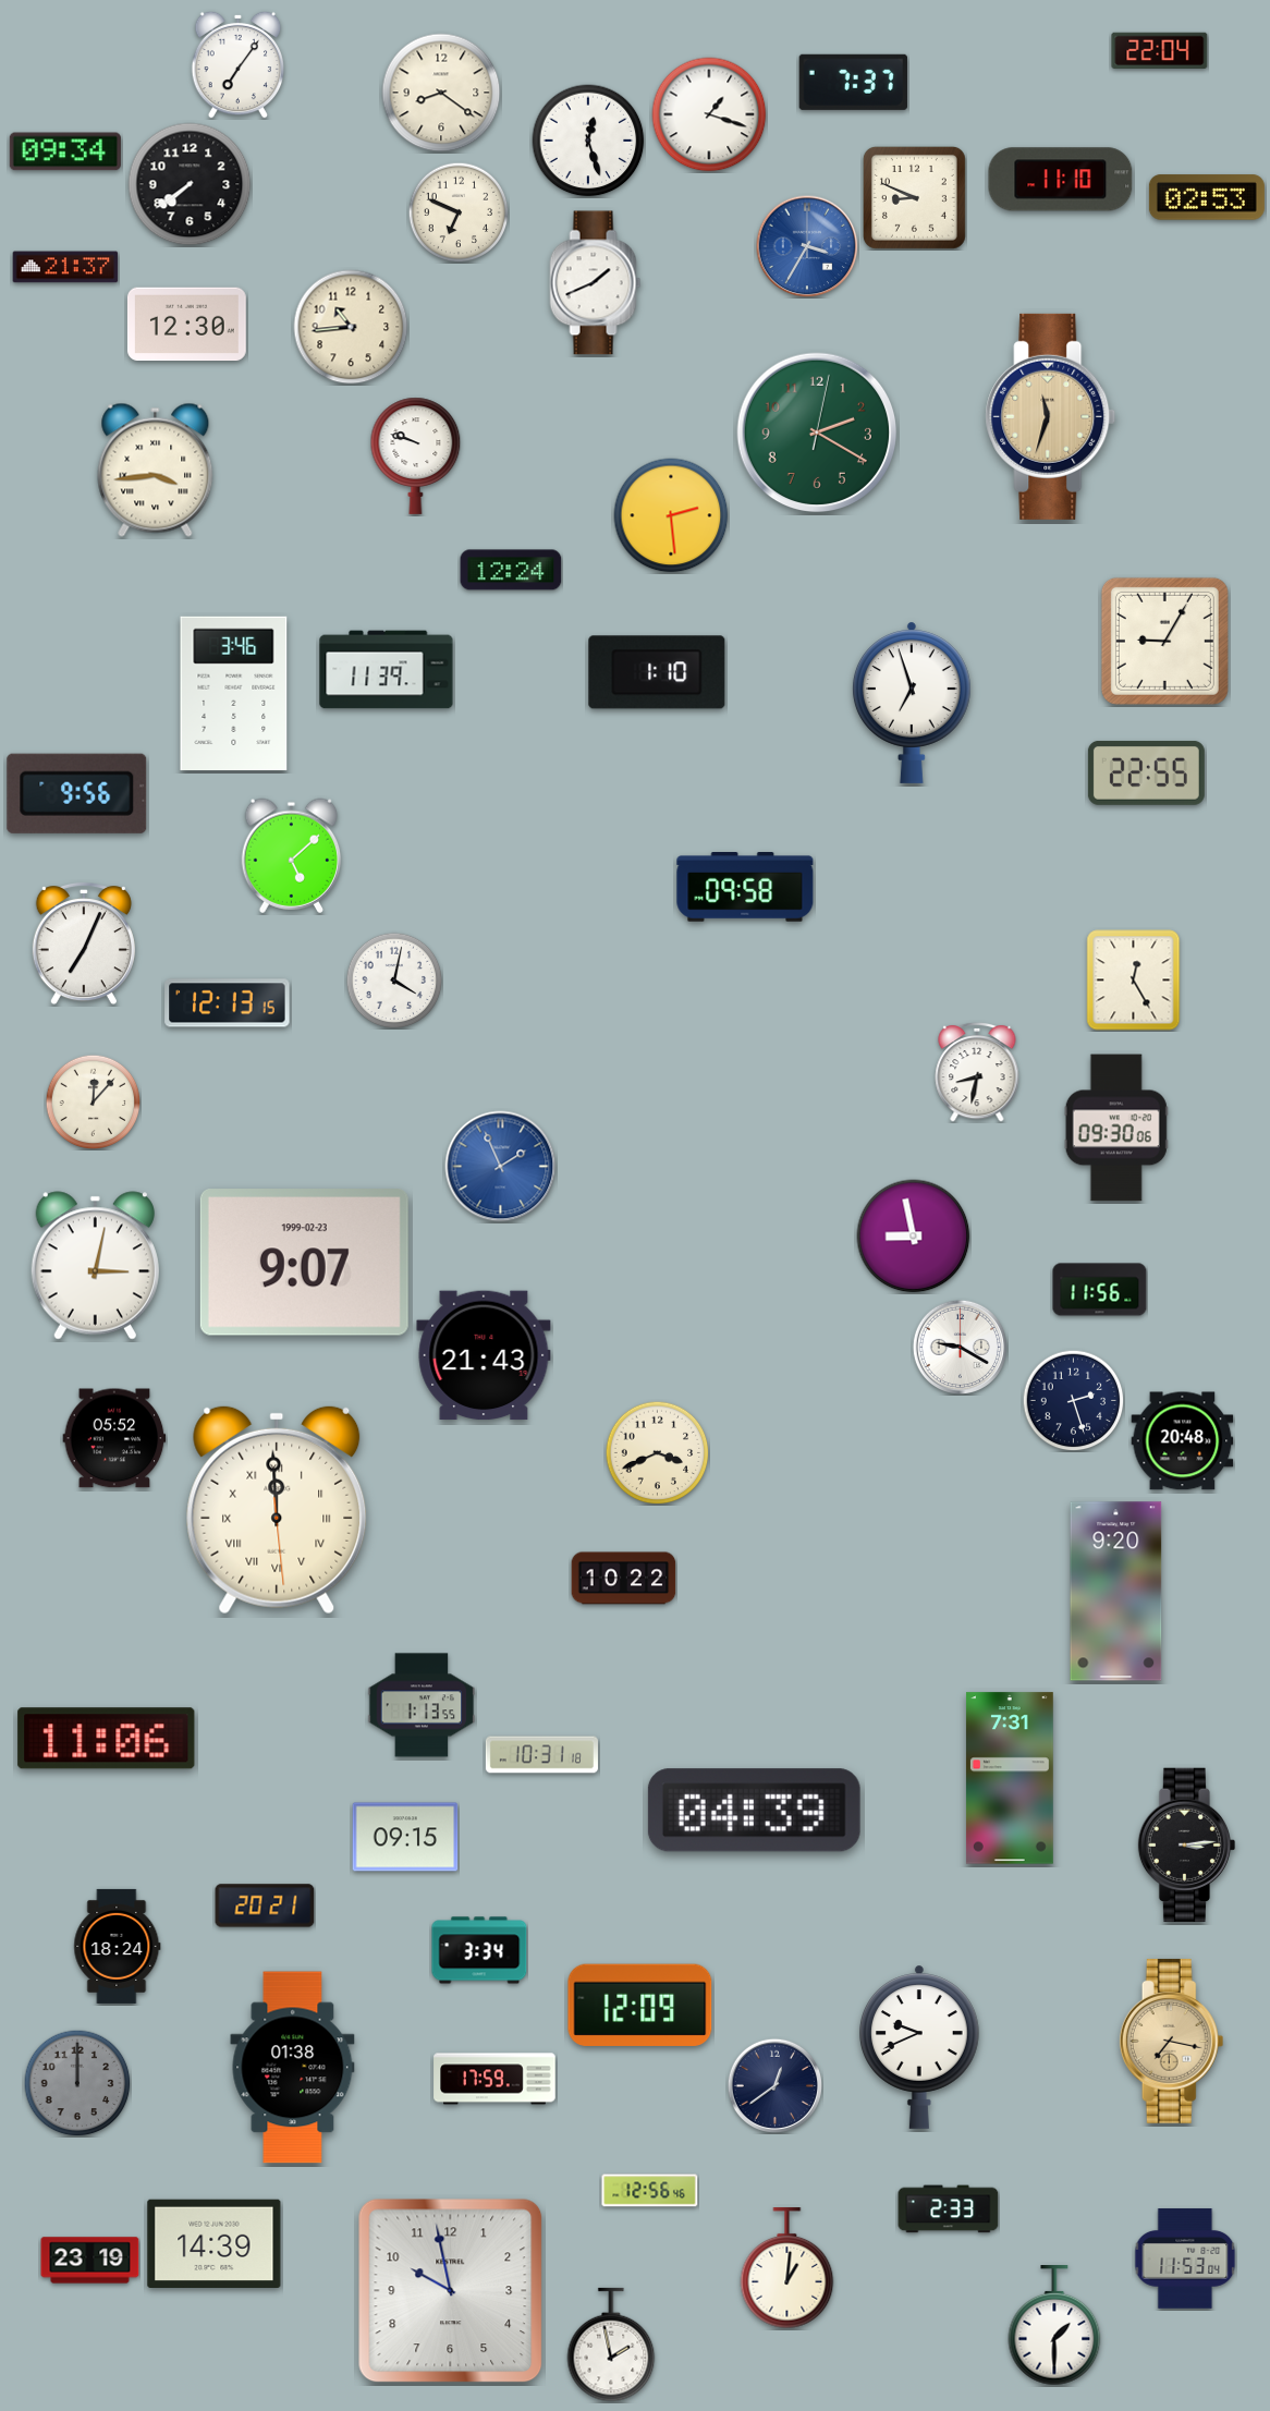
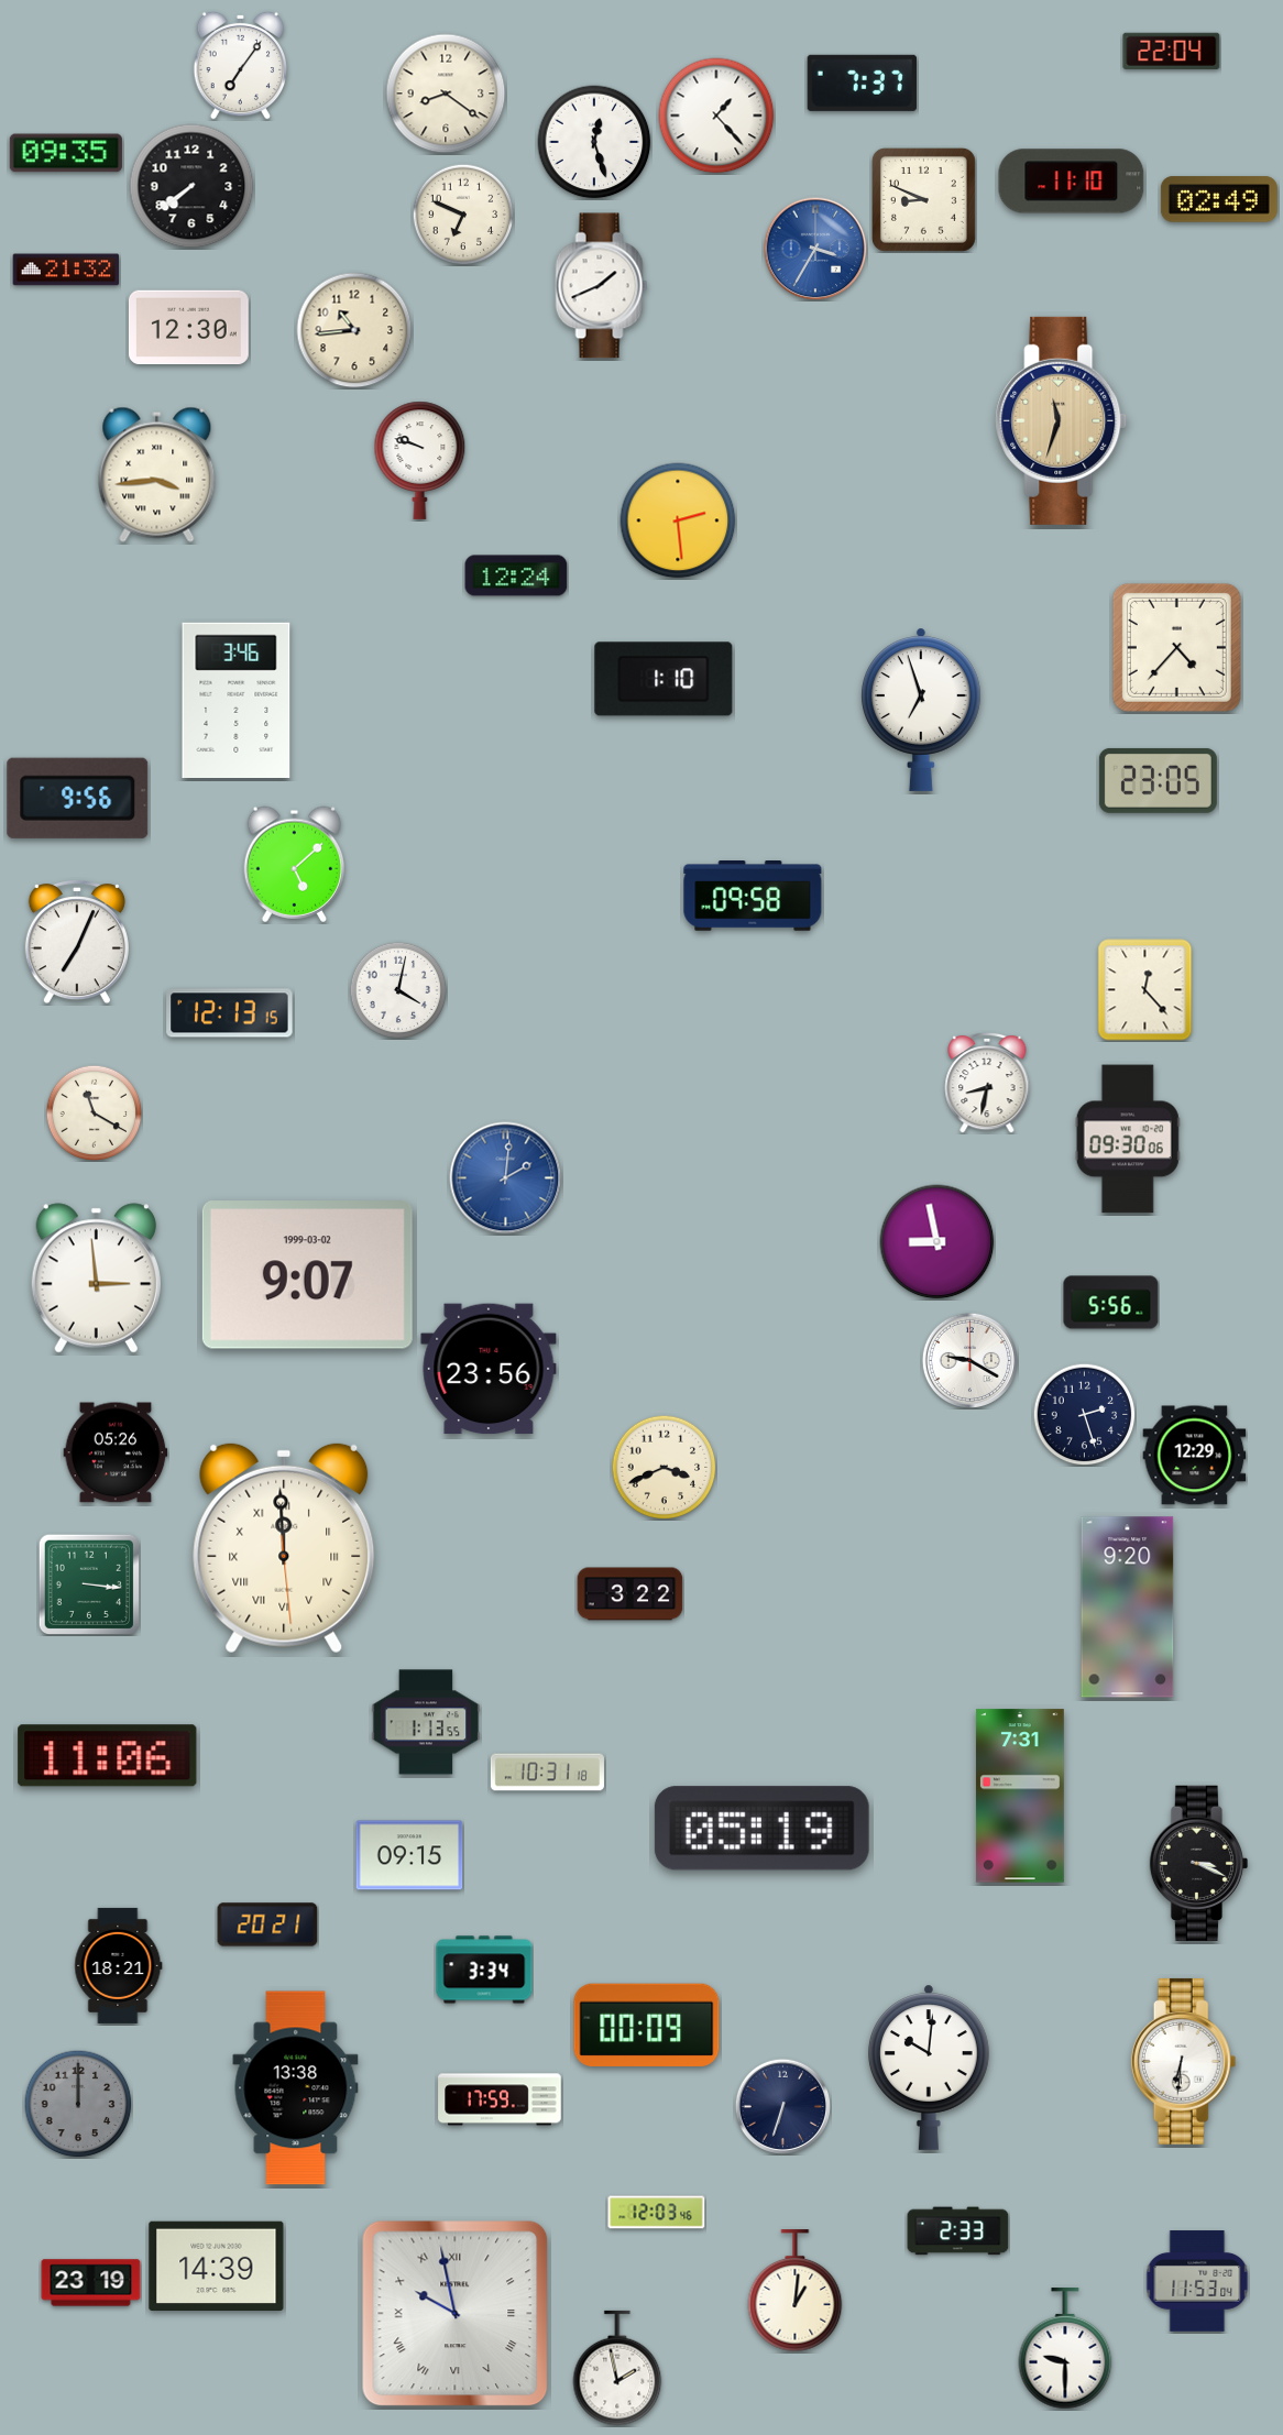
clock at (709, 114): 1:18 -> 1:23
clock at (65, 151): 09:34 -> 09:35
clock at (1207, 197): 02:53 -> 02:49
clock at (65, 267): 21:37 -> 21:32
clock at (817, 433): 2:20 -> none
clock at (1164, 641): 9:05 -> 4:37
clock at (387, 670): 11:39 -> none
clock at (1146, 772): 22:55 -> 23:05
clock at (77, 793) position: (77, 793) -> (78, 798)
clock at (84, 945) position: (84, 945) -> (77, 943)
clock at (1134, 981): 12:25 -> 12:23
clock at (93, 1101): 12:07 -> 11:20
clock at (501, 1167): 1:56 -> 2:01
clock at (914, 1237) position: (914, 1237) -> (937, 1242)
clock at (304, 1263) date: 1999-02-23 -> 1999-03-02
clock at (95, 1266): 3:02 -> 2:59
clock at (1100, 1290): 11:56 -> 5:56
clock at (484, 1355): 21:43 -> 23:56
clock at (114, 1438): 05:52 -> 05:26
clock at (1183, 1441): 20:48 -> 12:29
clock at (277, 1510) position: (277, 1510) -> (284, 1548)
clock at (88, 1583): none -> 3:16
clock at (624, 1579): 10:22 -> 3:22
clock at (754, 1811): 04:39 -> 05:19
clock at (1187, 1844): 3:14 -> 3:19
clock at (118, 1946): 18:24 -> 18:21
clock at (640, 2005): 12:09 -> 00:09
clock at (1172, 2041): 7:17 -> 6:31
clock at (1172, 2041) dial: champagne -> white
clock at (920, 2047): 9:41 -> 10:01
clock at (293, 2068): 01:38 -> 13:38
clock at (774, 2085): 12:39 -> 6:33
clock at (650, 2191): 12:56 -> 12:03
clock at (451, 2291) numerals: Arabic -> Roman
clock at (1054, 2326): 1:30 -> 9:30
